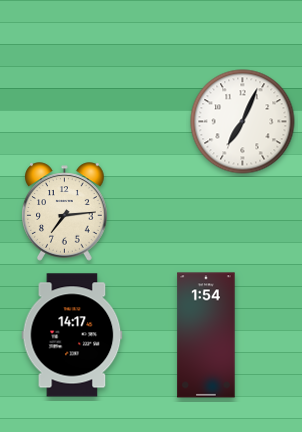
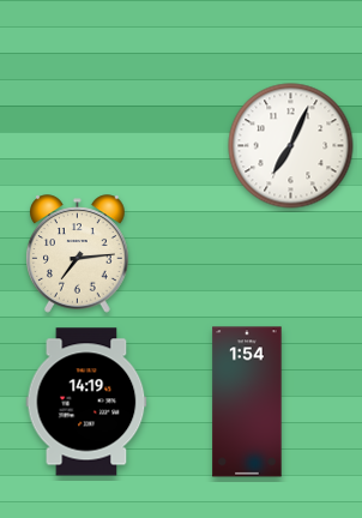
clock at (72, 335): 14:17 -> 14:19
